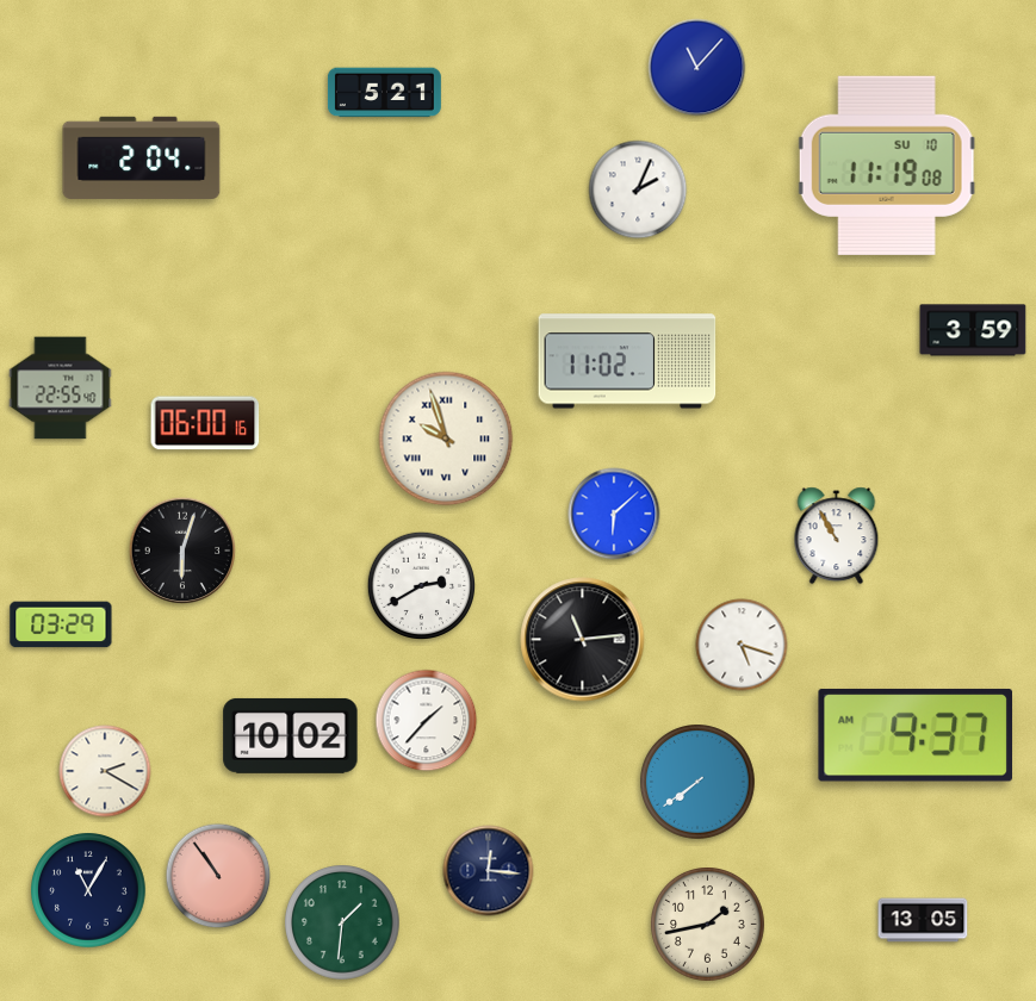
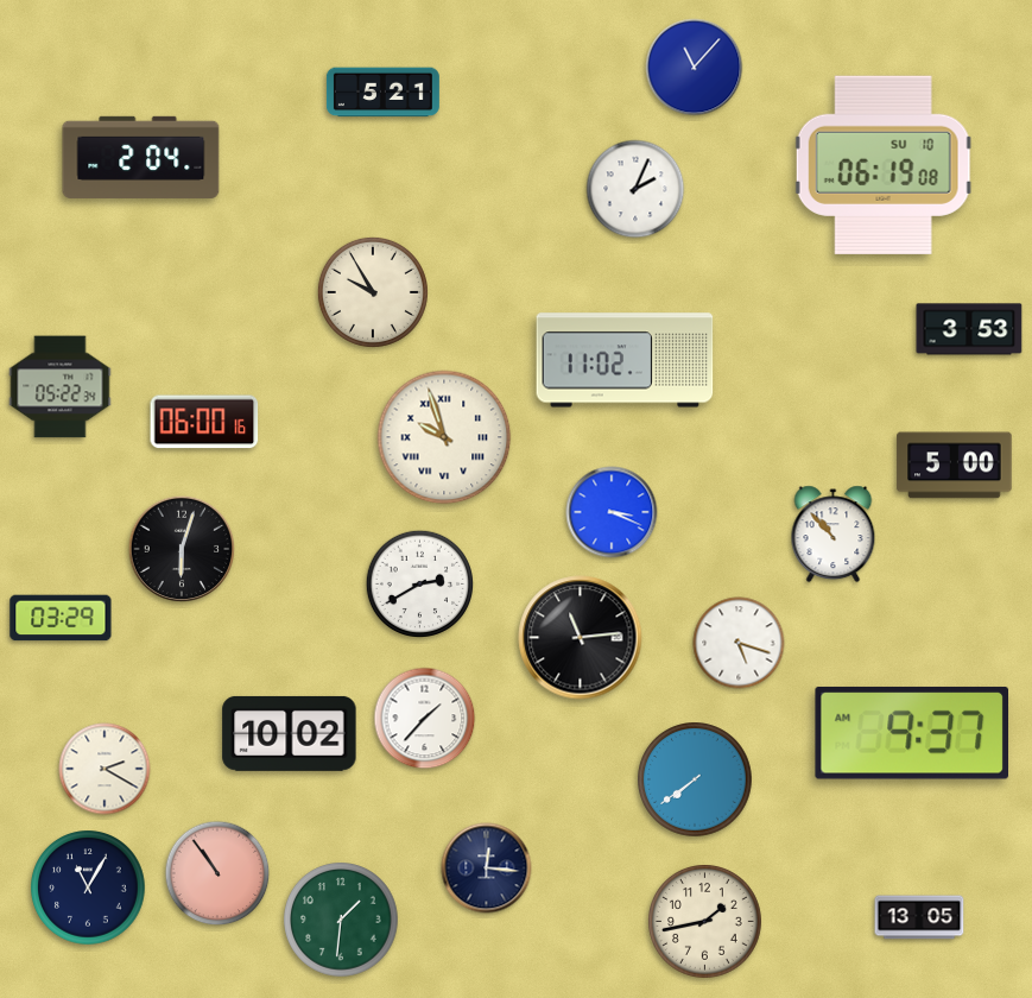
clock at (887, 166): 11:19 -> 06:19
clock at (373, 292): none -> 9:55
clock at (973, 330): 3:59 -> 3:53
clock at (61, 388): 22:55 -> 05:22
clock at (955, 466): none -> 5:00
clock at (614, 514): 6:08 -> 3:19
clock at (837, 536): 10:55 -> 10:53
clock at (61, 624) position: (61, 624) -> (61, 618)
